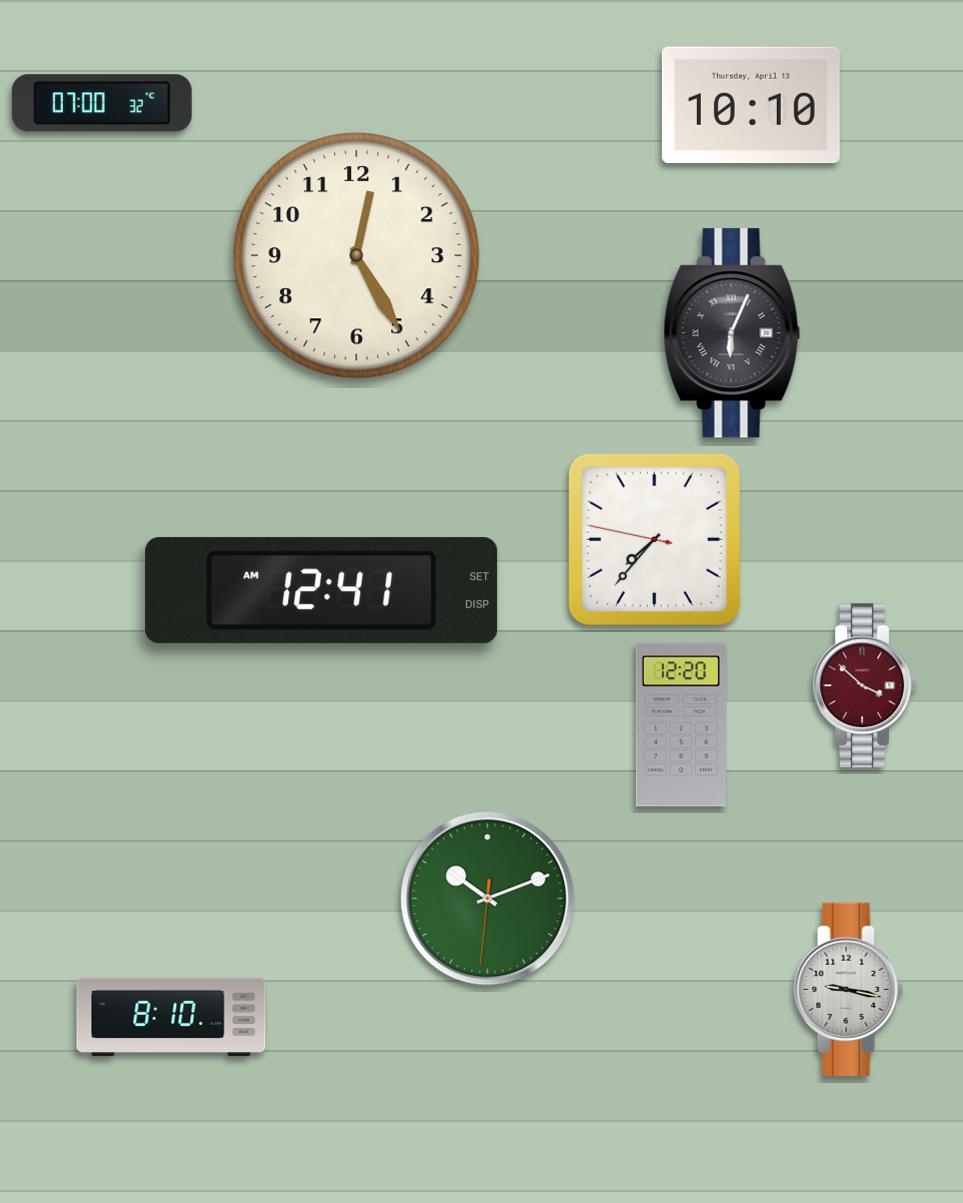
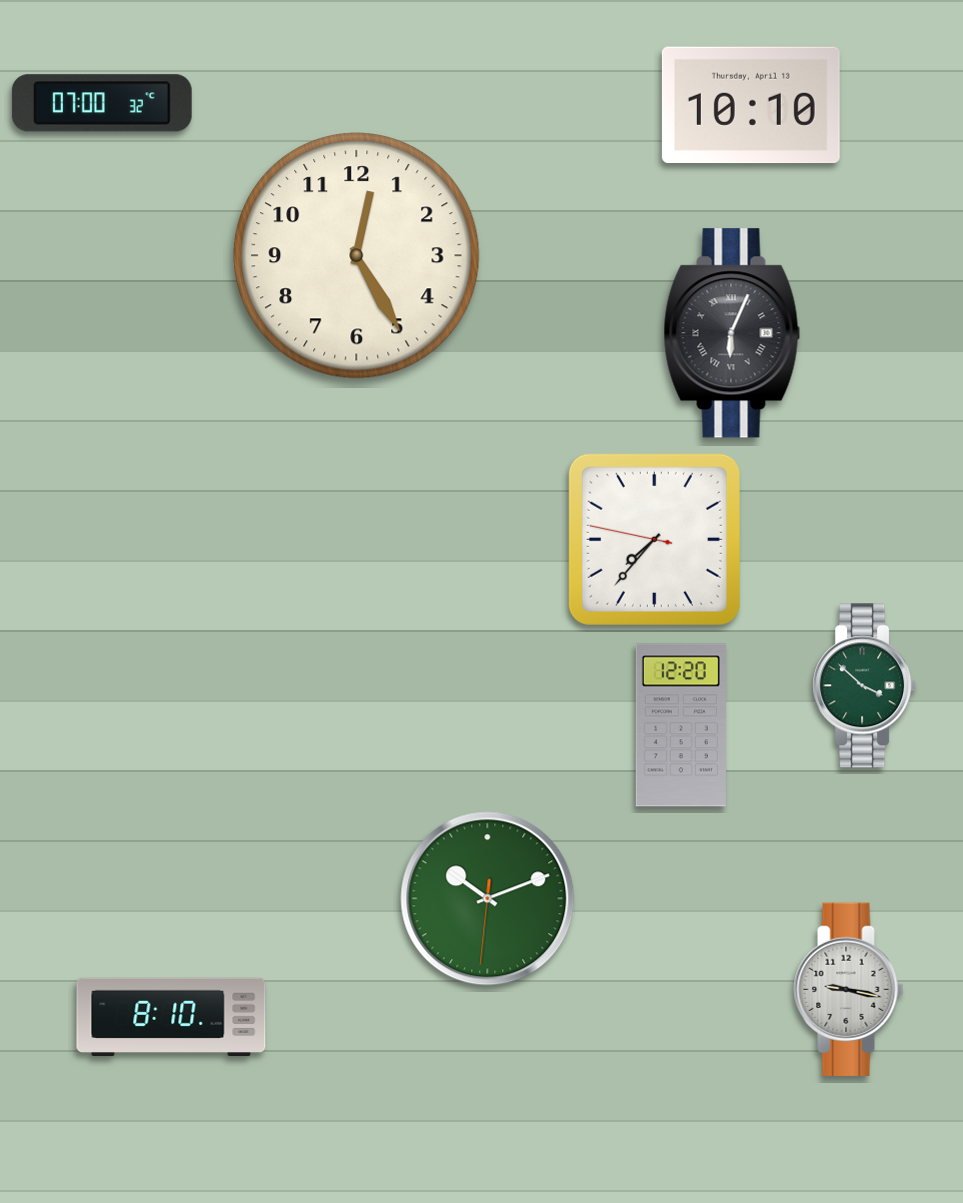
clock at (322, 591): 12:41 -> none
clock at (865, 686) dial: burgundy -> green
